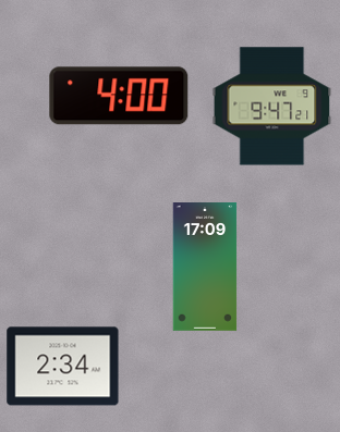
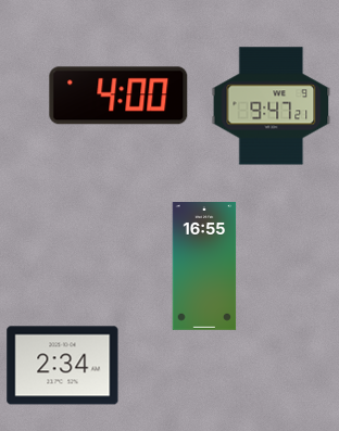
clock at (205, 268): 17:09 -> 16:55
